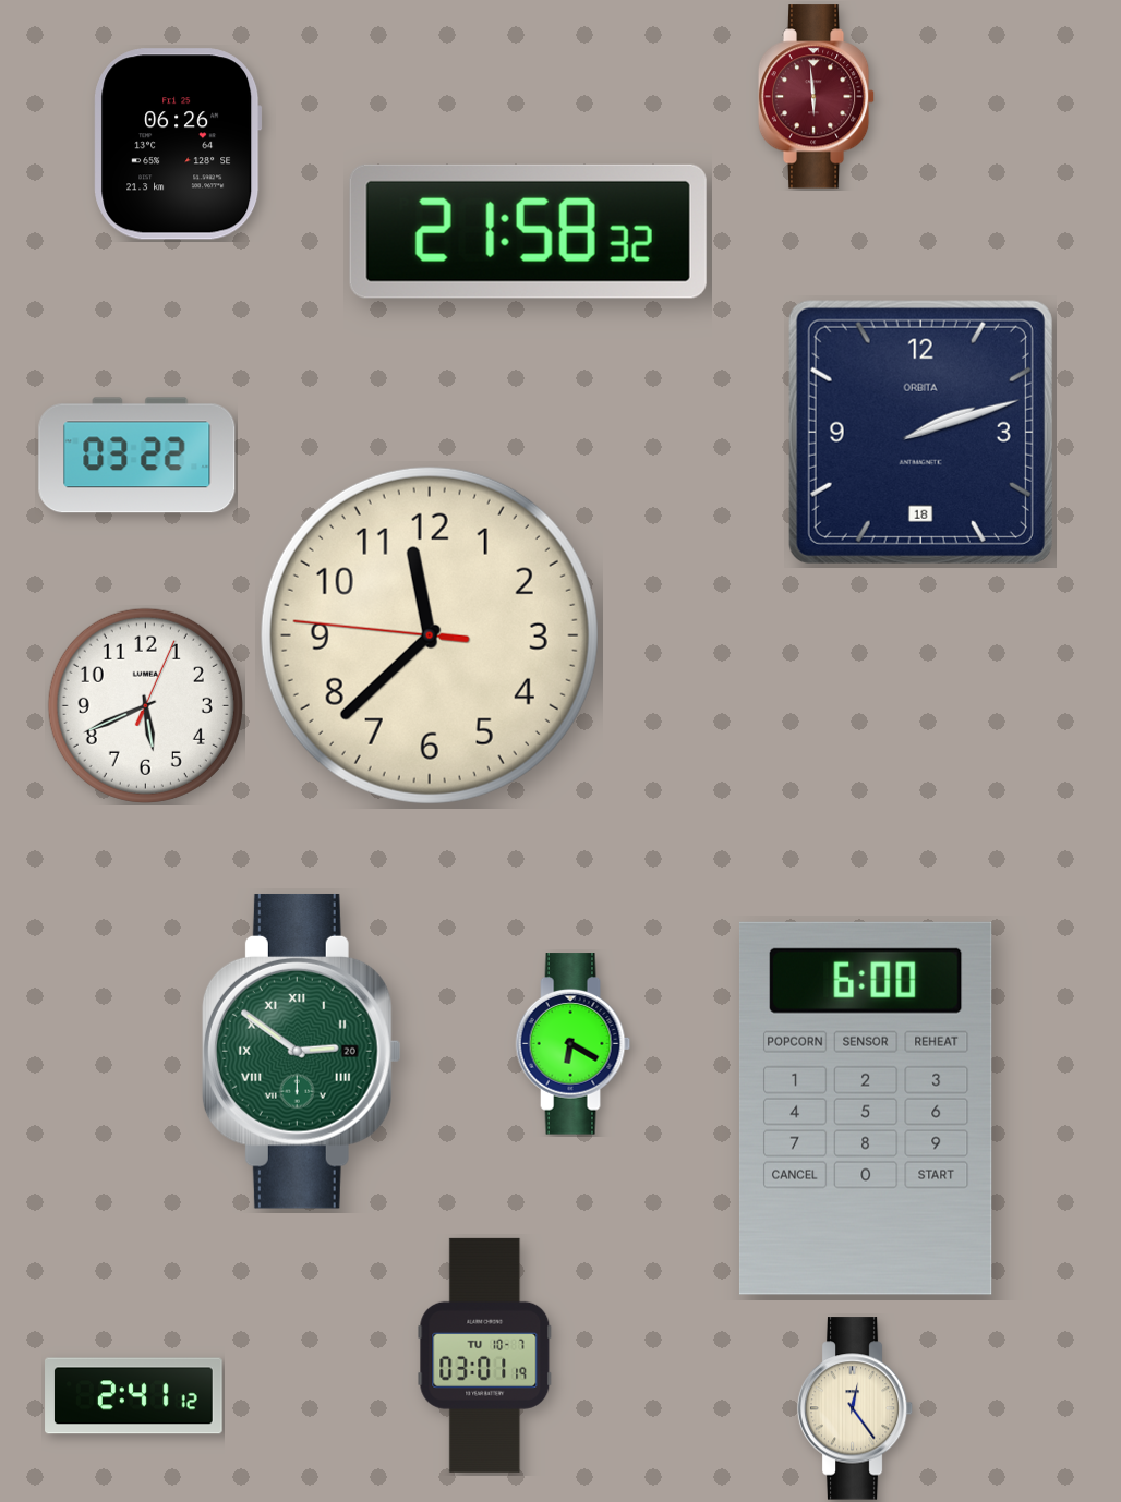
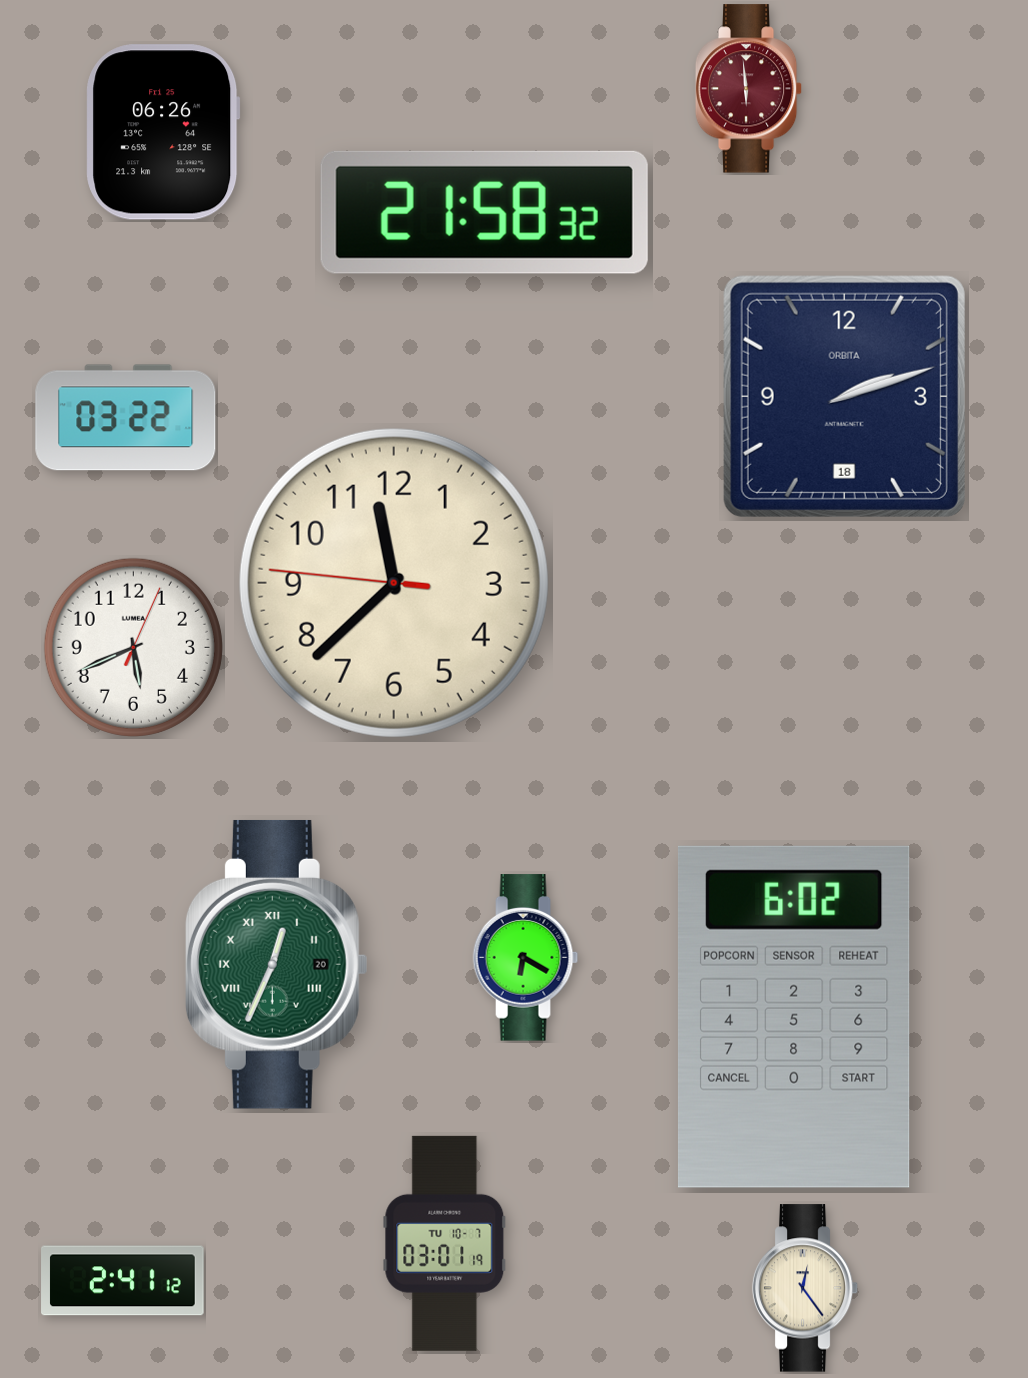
clock at (301, 1051): 2:51 -> 12:34
clock at (866, 1109): 6:00 -> 6:02
clock at (855, 1408) position: (855, 1408) -> (805, 1288)
